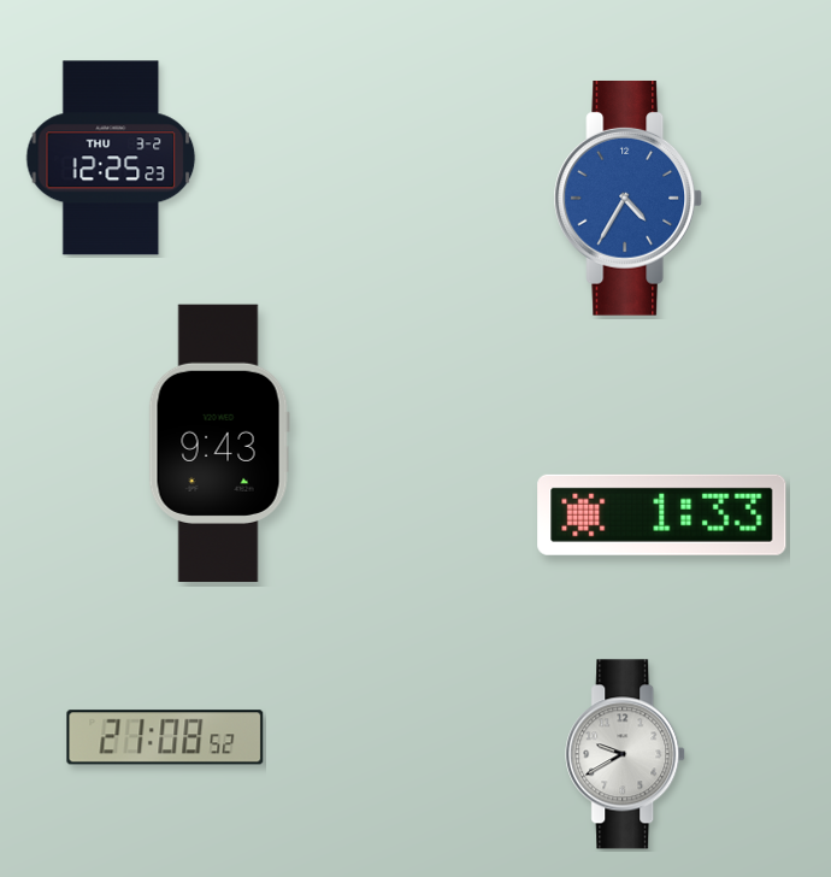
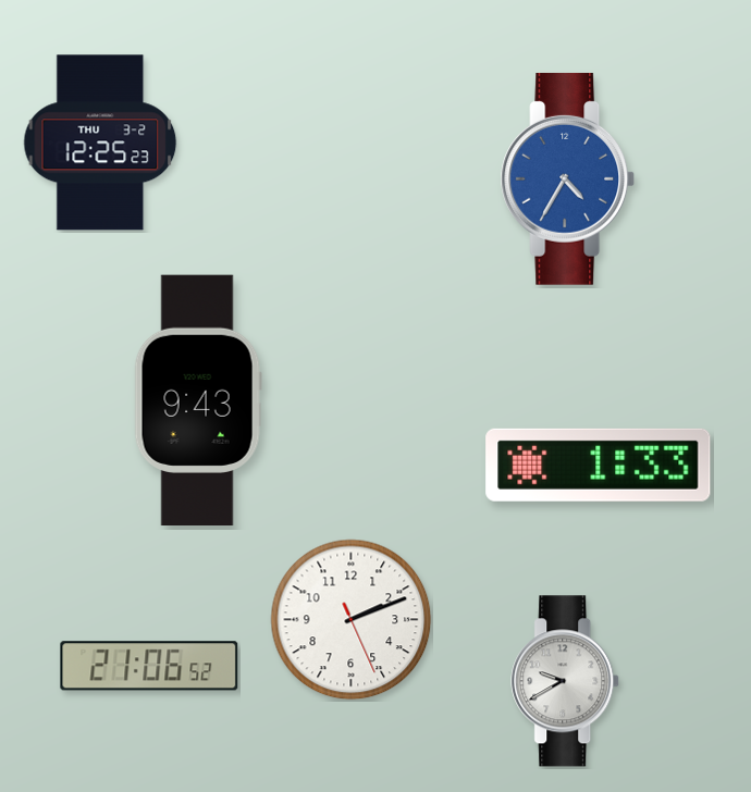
clock at (352, 620): none -> 2:11
clock at (165, 737): 21:08 -> 21:06
